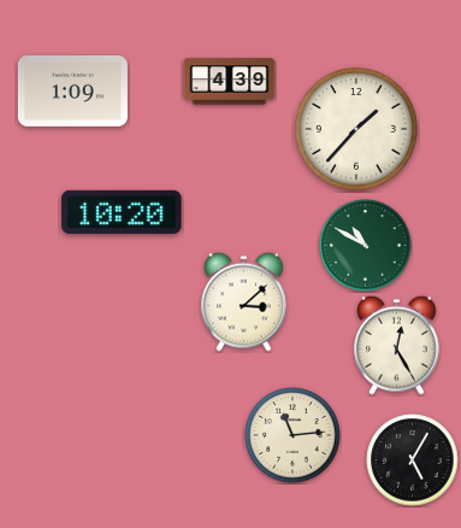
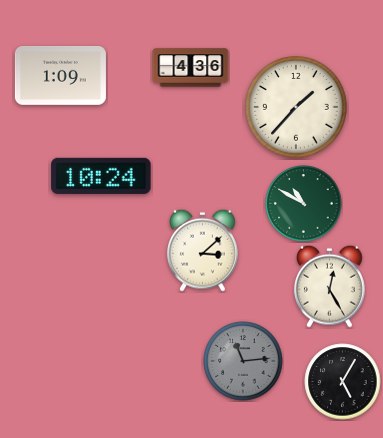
clock at (230, 82): 4:39 -> 4:36
clock at (122, 212): 10:20 -> 10:24
clock at (292, 435) dial: cream -> grey
